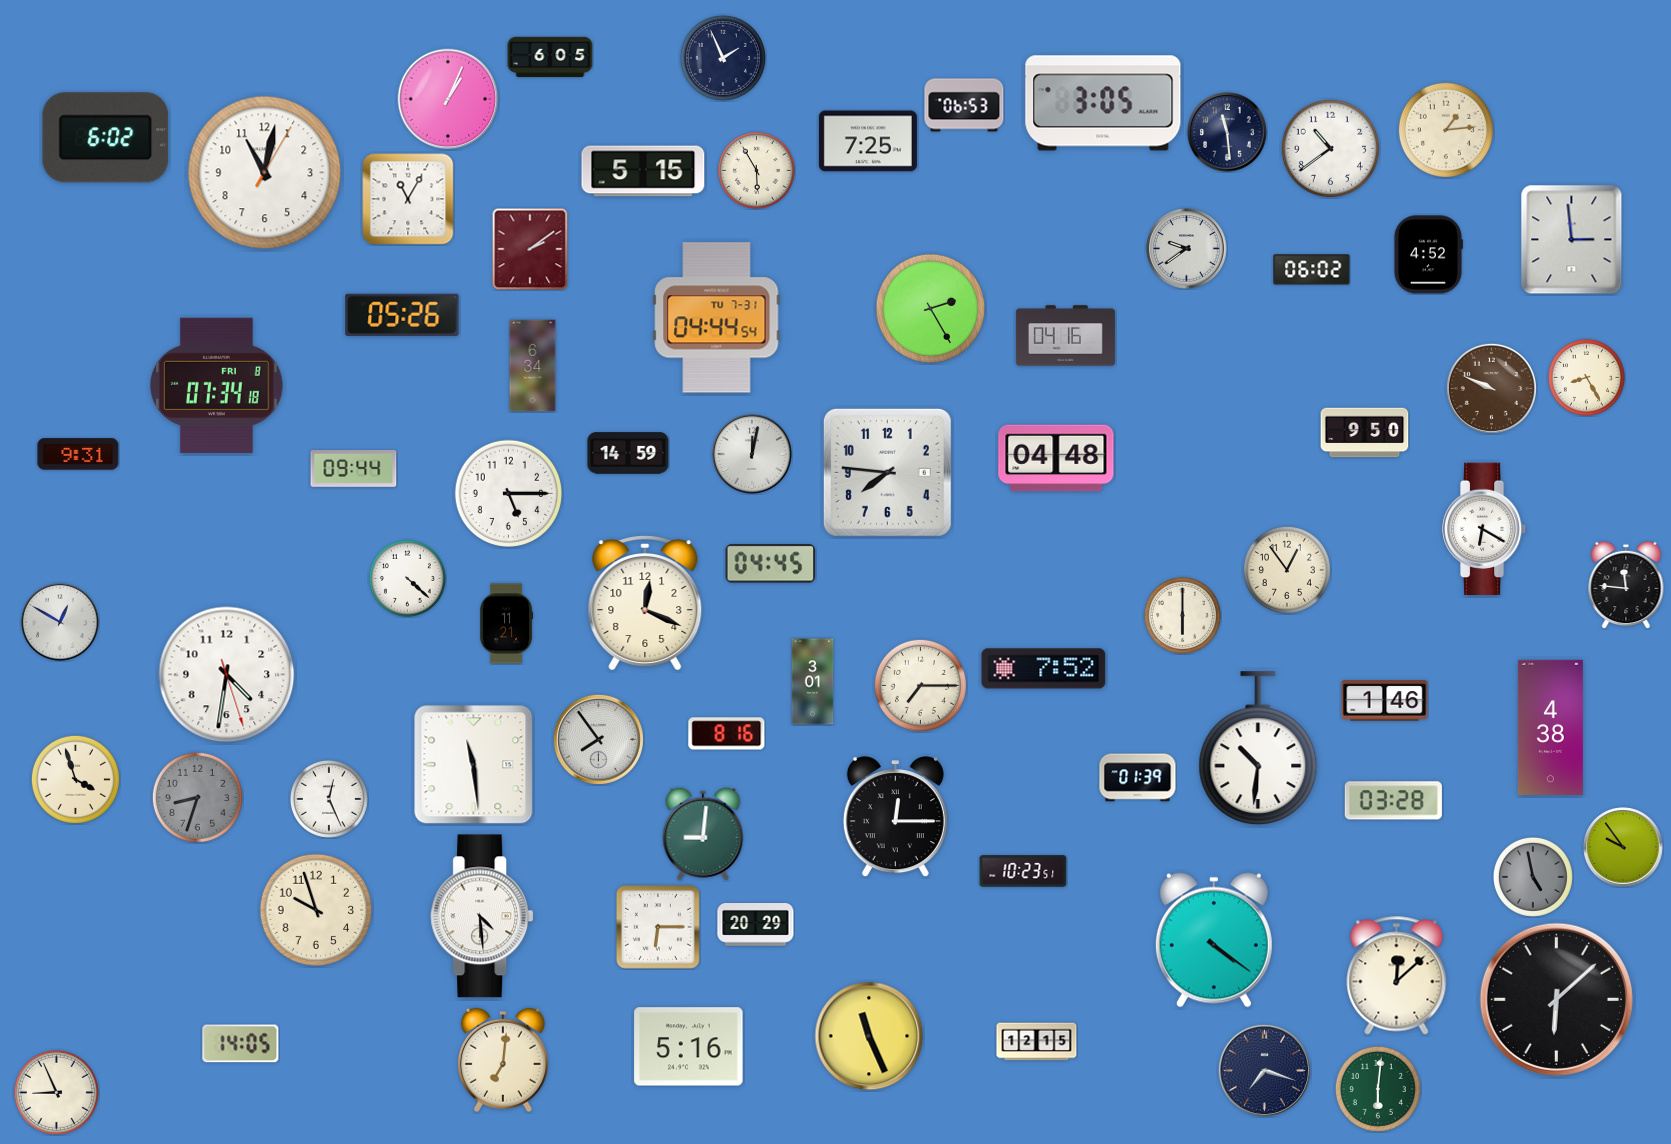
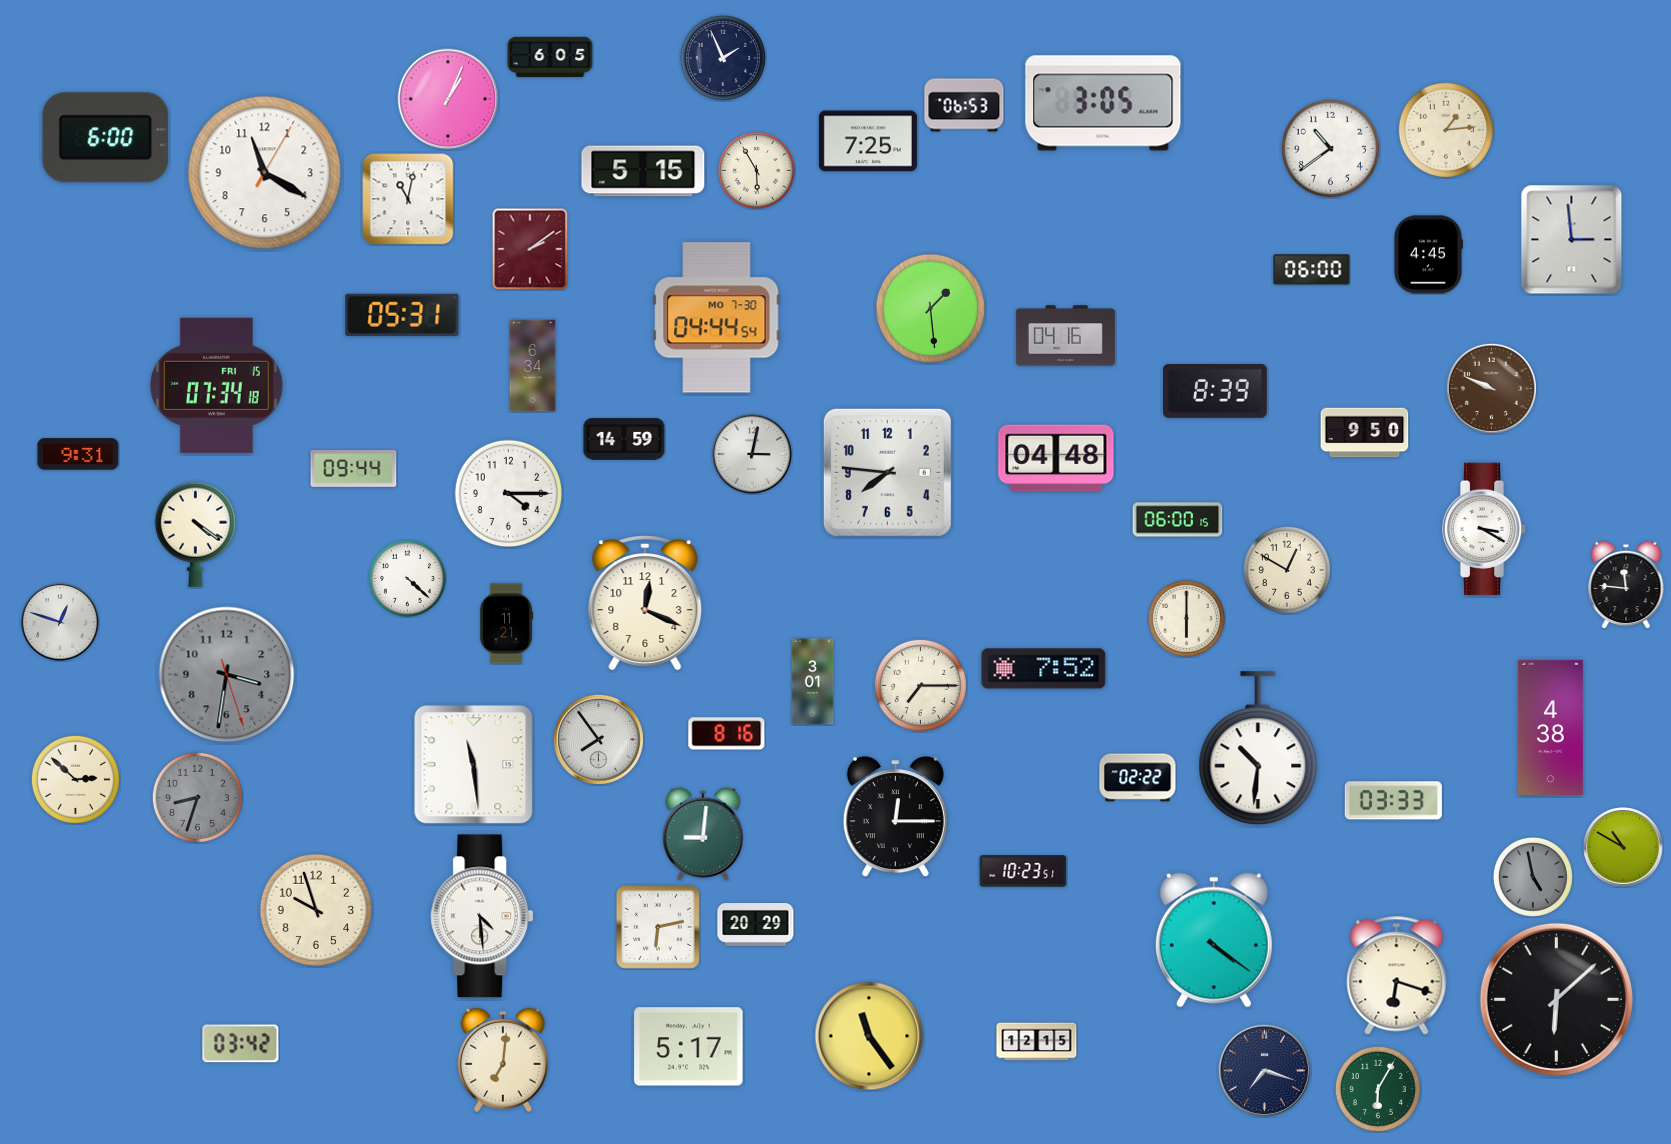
clock at (1227, 132): 11:29 -> none
clock at (106, 138): 6:02 -> 6:00
clock at (265, 173): 11:02 -> 11:20
clock at (408, 199): 11:05 -> 11:02
clock at (1187, 249): 9:39 -> none
clock at (1428, 255): 4:52 -> 4:45
clock at (1312, 270): 06:02 -> 06:00
clock at (931, 309): 2:25 -> 1:29
clock at (402, 315): 05:26 -> 05:31
clock at (717, 318) date: TU 7-31 -> MO 7-30
clock at (1586, 377): 8:25 -> none
clock at (217, 385) date: FRI 8 -> FRI 15
clock at (1216, 391): none -> 8:39
clock at (628, 453) position: (628, 453) -> (624, 439)
clock at (752, 454): 12:02 -> 3:02
clock at (508, 493): 5:15 -> 4:15
clock at (1178, 520): none -> 06:00
clock at (1484, 529): 6:20 -> 3:20
clock at (195, 534): none -> 4:21
clock at (771, 564): 04:45 -> none
clock at (1287, 570): 12:54 -> 12:50
clock at (1182, 615) position: (1182, 615) -> (1186, 618)
clock at (60, 622): 12:50 -> 12:48
clock at (227, 675): 4:31 -> 3:31
clock at (227, 675) dial: white -> grey
clock at (1385, 701): 1:46 -> none
clock at (1138, 778): 01:39 -> 02:22
clock at (75, 779): 3:57 -> 2:52
clock at (329, 799): 12:26 -> none
clock at (1393, 801): 03:28 -> 03:33
clock at (1623, 847): 9:54 -> 10:50
clock at (658, 927): 6:15 -> 6:13
clock at (1397, 976): 12:08 -> 6:18
clock at (869, 1036): 11:26 -> 11:24
clock at (241, 1044): 14:05 -> 03:42
clock at (689, 1047): 5:16 -> 5:17
clock at (1378, 1089): 6:01 -> 6:05
clock at (56, 1092): 8:56 -> none
